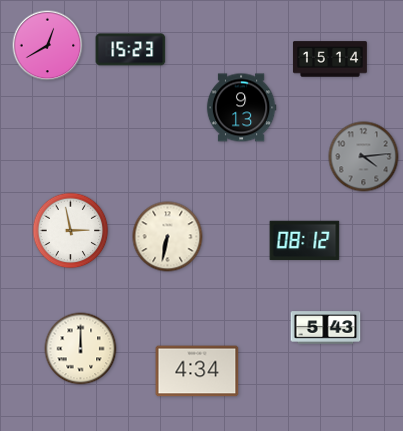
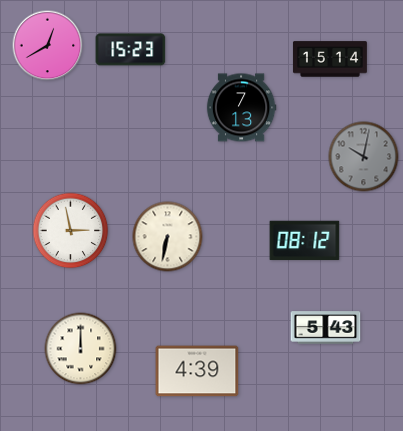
clock at (241, 108): 9:13 -> 7:13
clock at (364, 157): 4:14 -> 10:02
clock at (197, 371): 4:34 -> 4:39
